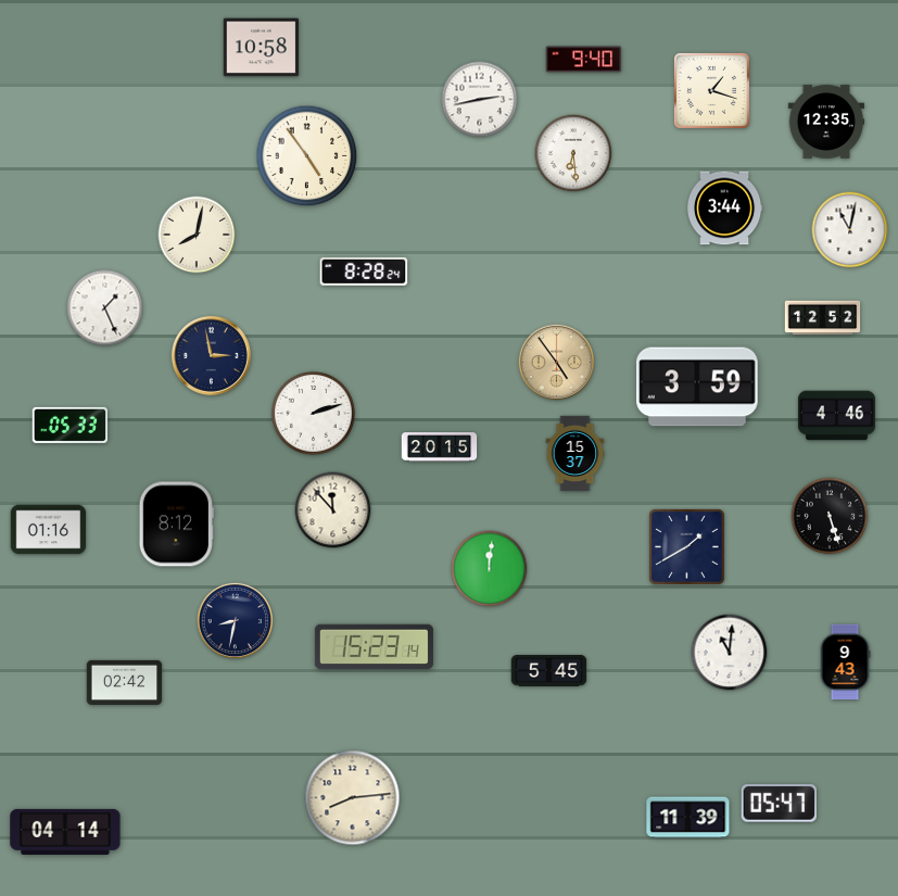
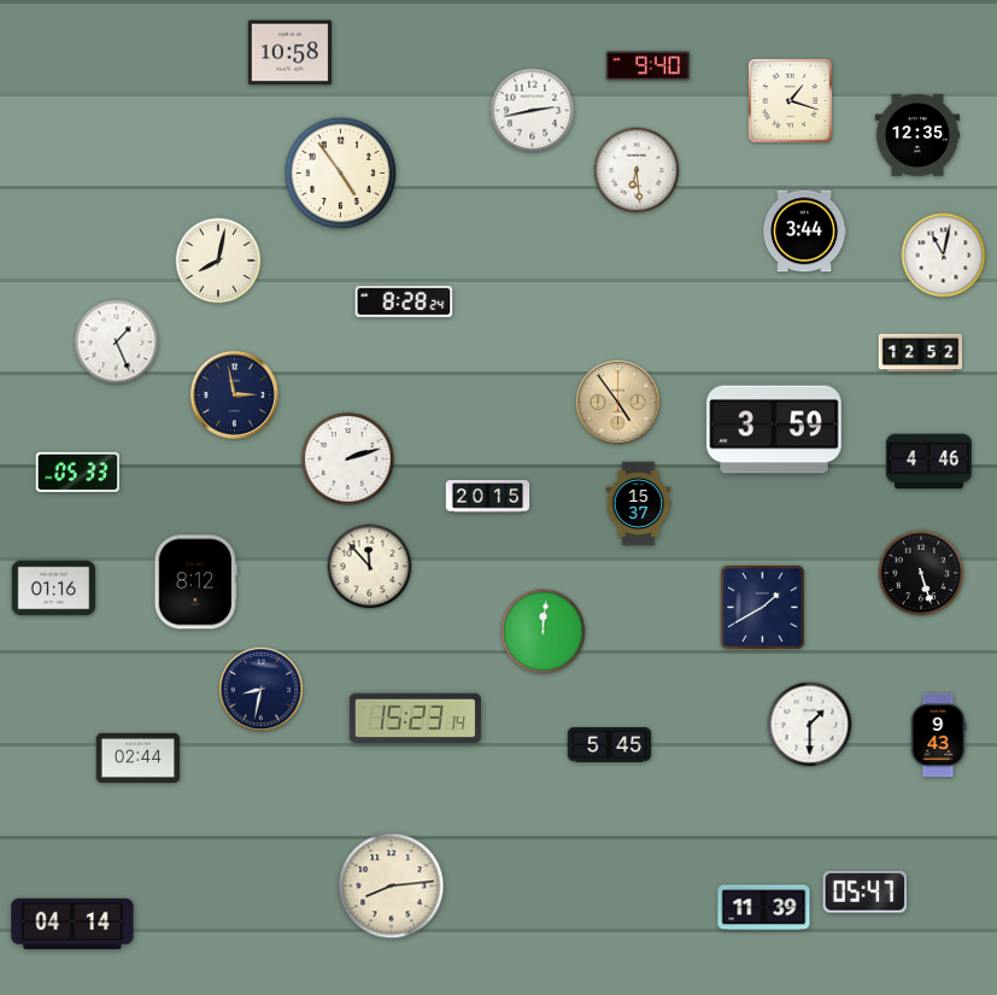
clock at (823, 318) position: (823, 318) -> (921, 353)
clock at (730, 653): 11:01 -> 1:30
clock at (125, 682): 02:42 -> 02:44
